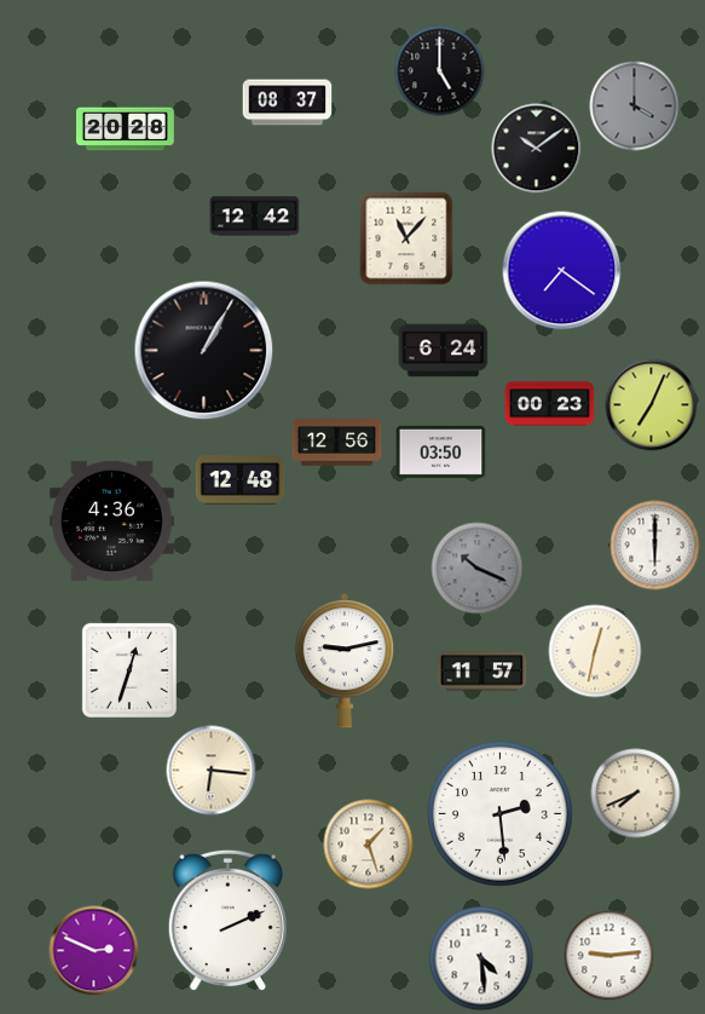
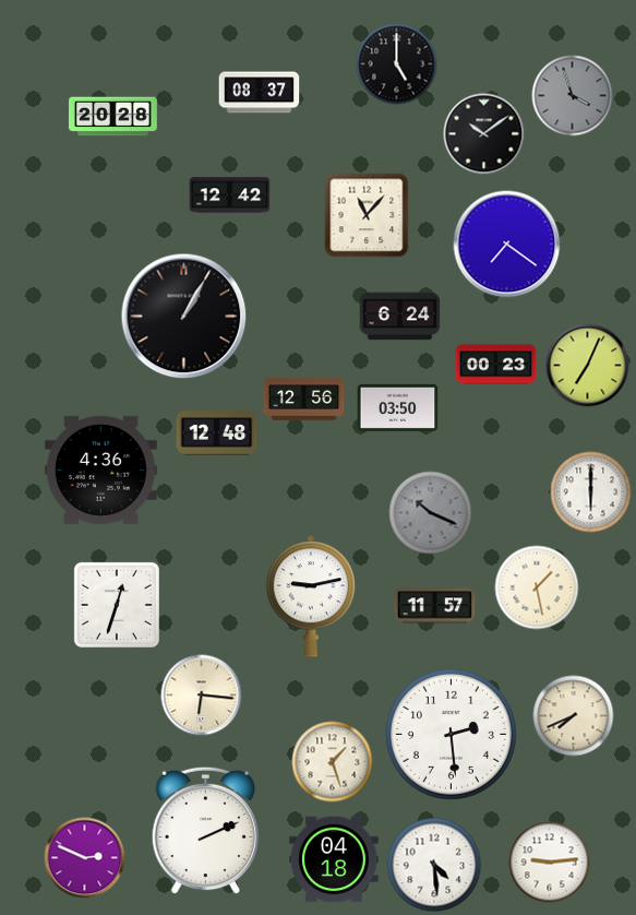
clock at (635, 106): 4:00 -> 3:57
clock at (595, 651): 12:32 -> 1:28
clock at (212, 771) position: (212, 771) -> (202, 696)
clock at (334, 859): none -> 04:18
